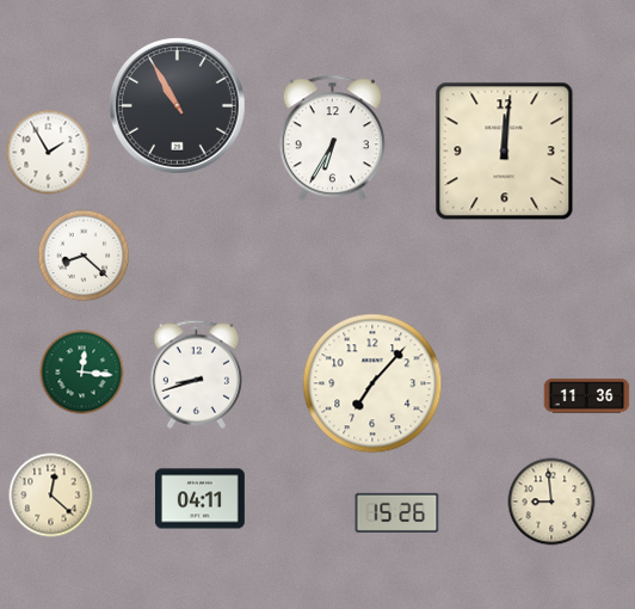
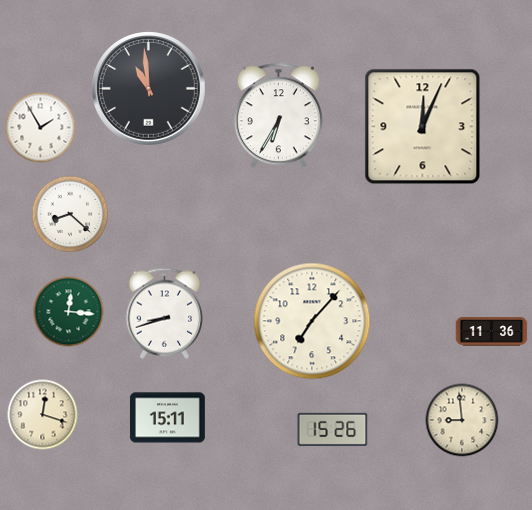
clock at (178, 106): 10:55 -> 10:59
clock at (505, 152): 12:01 -> 12:04
clock at (51, 496): 12:22 -> 12:18
clock at (199, 499): 04:11 -> 15:11
